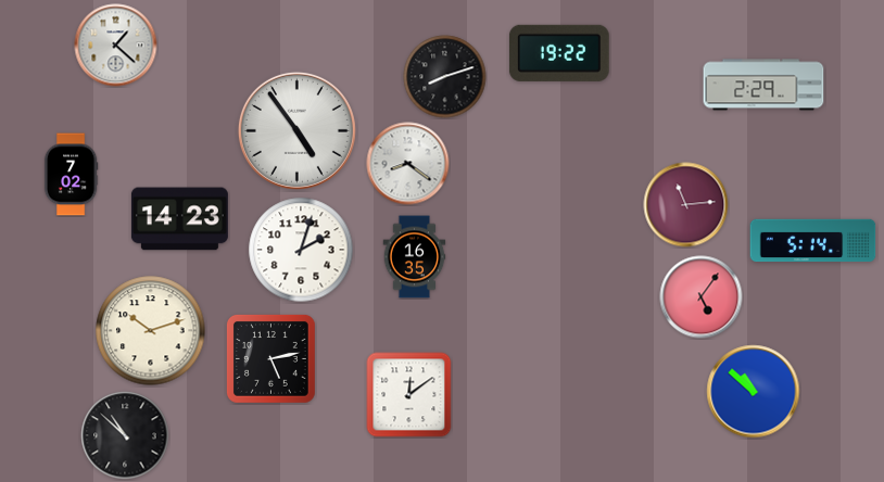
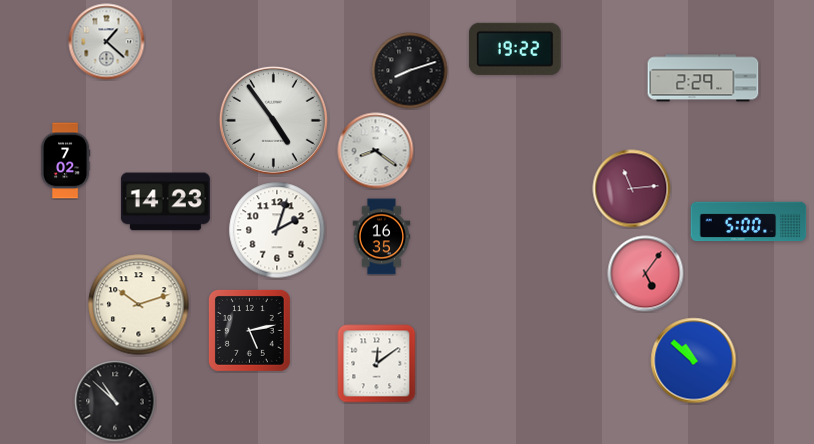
clock at (813, 241): 5:14 -> 5:00
